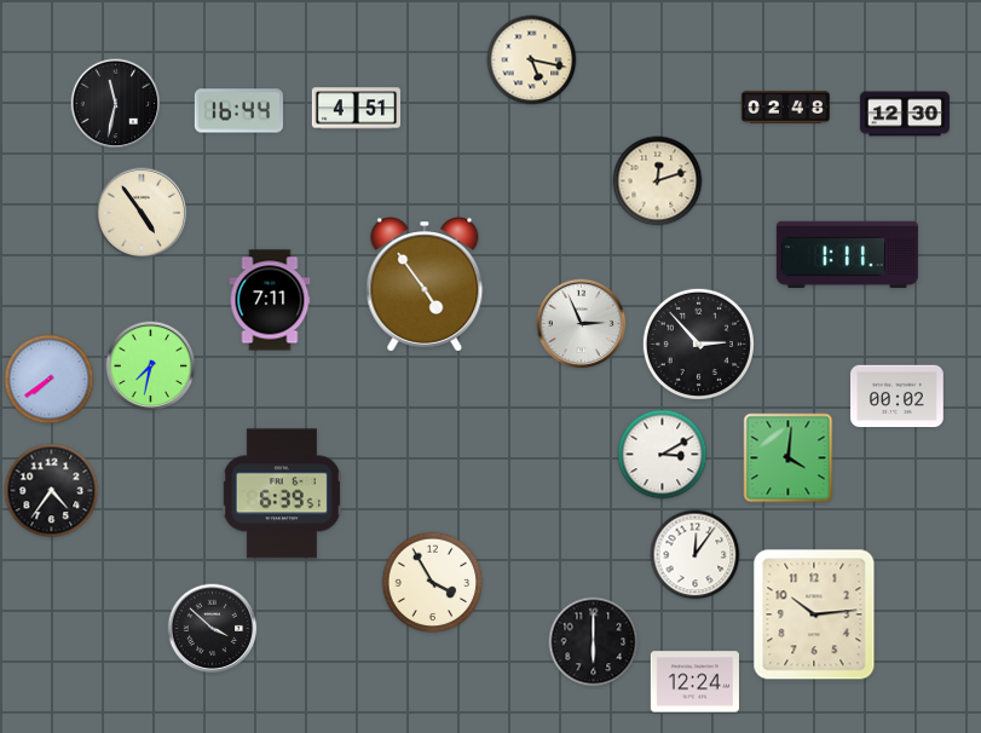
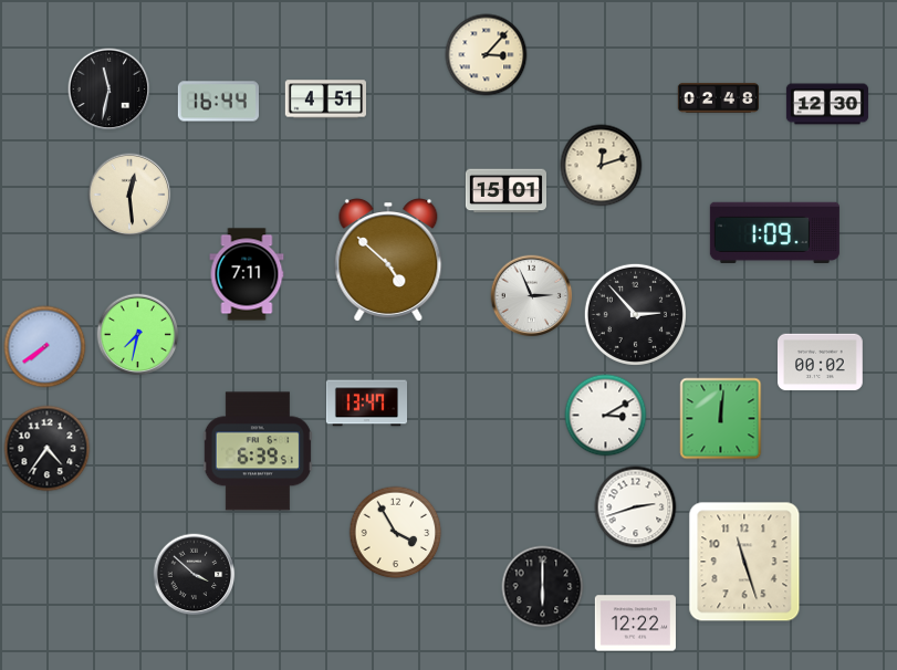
clock at (532, 60): 5:17 -> 3:07
clock at (116, 104) position: (116, 104) -> (109, 90)
clock at (505, 191): none -> 15:01
clock at (142, 213): 4:54 -> 12:29
clock at (847, 254): 1:11 -> 1:09
clock at (425, 284): 4:54 -> 4:52
clock at (698, 344) position: (698, 344) -> (635, 314)
clock at (366, 404): none -> 13:47
clock at (789, 458): 4:01 -> 12:01
clock at (696, 555): 12:06 -> 2:42
clock at (814, 614): 10:14 -> 11:27
clock at (694, 682): 12:24 -> 12:22
